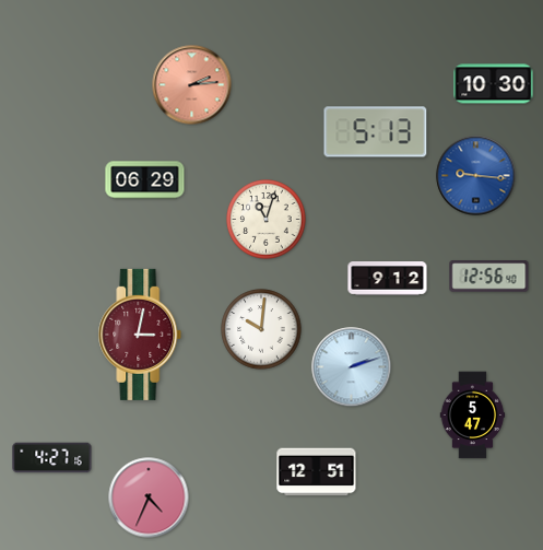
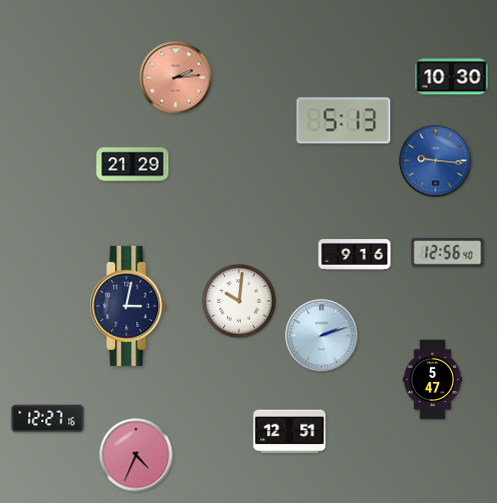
clock at (145, 180): 06:29 -> 21:29
clock at (267, 220): 11:03 -> none
clock at (388, 279): 9:12 -> 9:16
clock at (140, 335) dial: burgundy -> navy
clock at (52, 458): 4:27 -> 12:27
